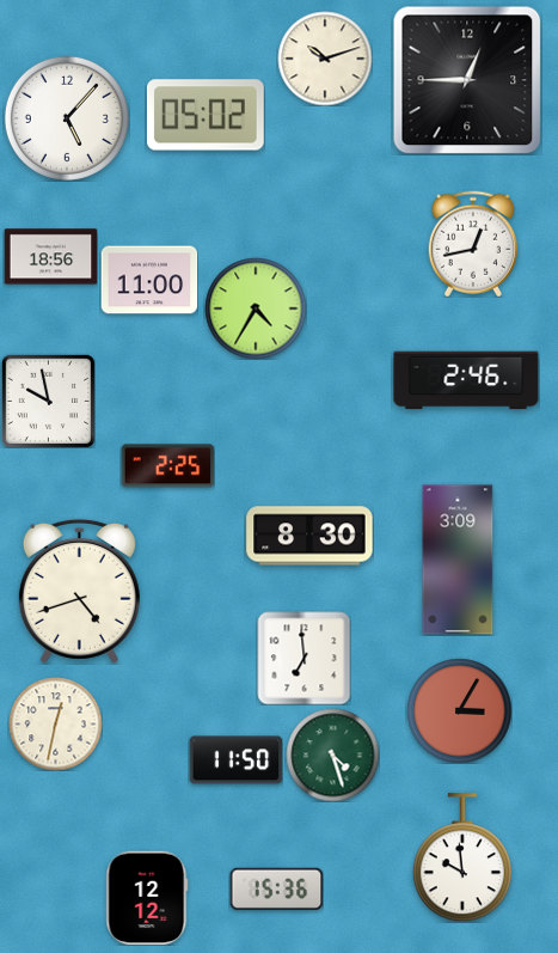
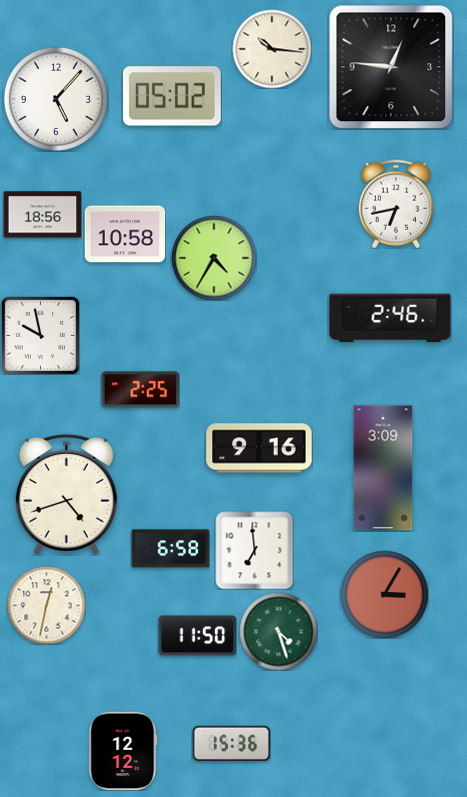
clock at (325, 59): 10:12 -> 10:16
clock at (467, 80): 12:45 -> 12:46
clock at (473, 244): 12:43 -> 6:43
clock at (149, 280): 11:00 -> 10:58
clock at (309, 536): 8:30 -> 9:16
clock at (170, 549): none -> 6:58
clock at (462, 857): 9:59 -> none
